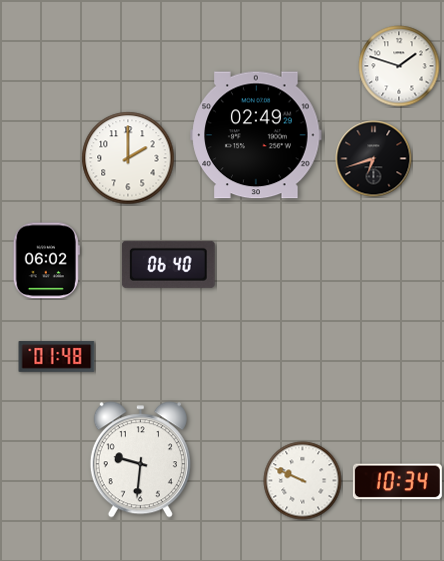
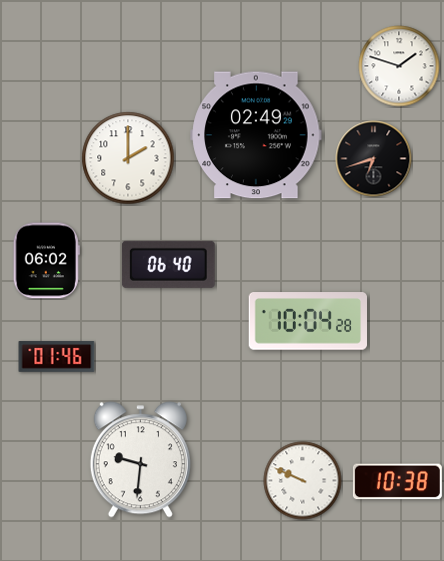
clock at (307, 321): none -> 10:04
clock at (57, 357): 01:48 -> 01:46
clock at (397, 482): 10:34 -> 10:38
